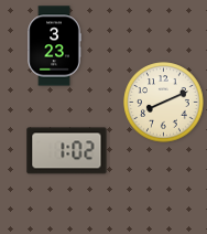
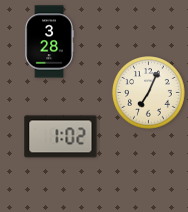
clock at (54, 46): 3:23 -> 3:28
clock at (164, 103): 8:11 -> 7:04
